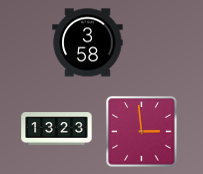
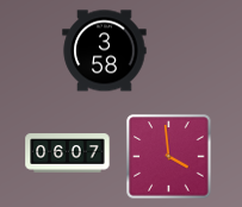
clock at (57, 129): 13:23 -> 06:07
clock at (142, 132): 2:59 -> 3:59
